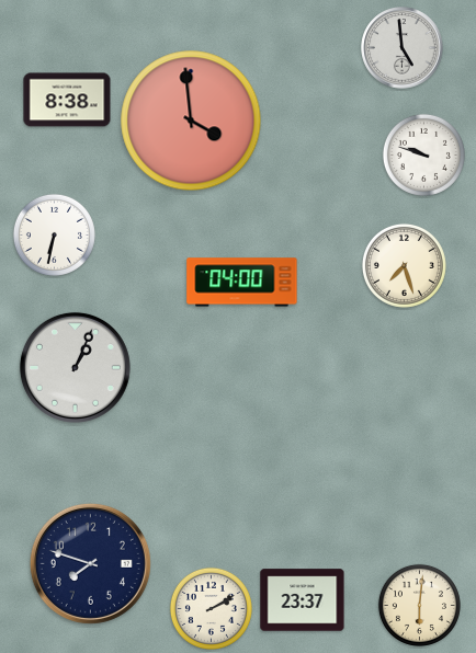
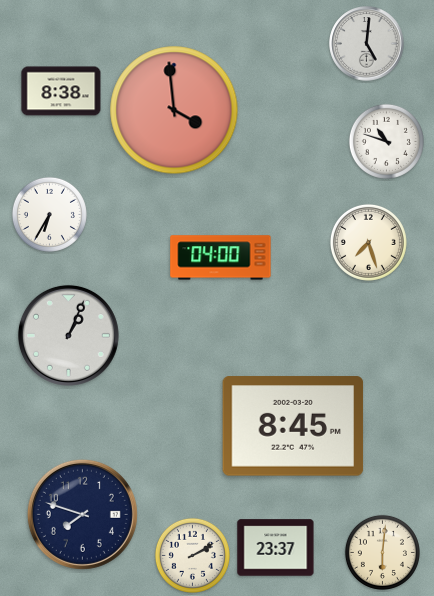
clock at (403, 48): 4:59 -> 5:01
clock at (423, 154): 9:48 -> 10:48
clock at (54, 234): 6:32 -> 6:35
clock at (293, 426): none -> 8:45
